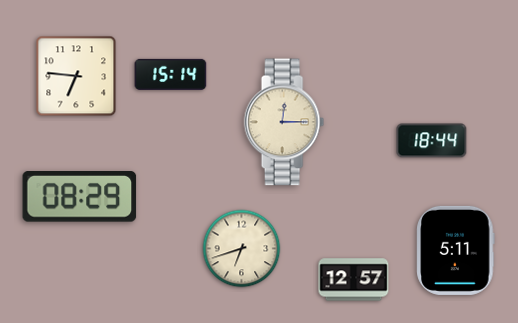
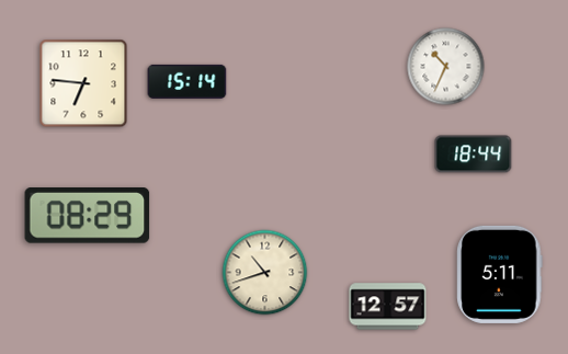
clock at (446, 67): none -> 10:34
clock at (284, 122): 12:15 -> none
clock at (242, 249): 6:42 -> 10:42
